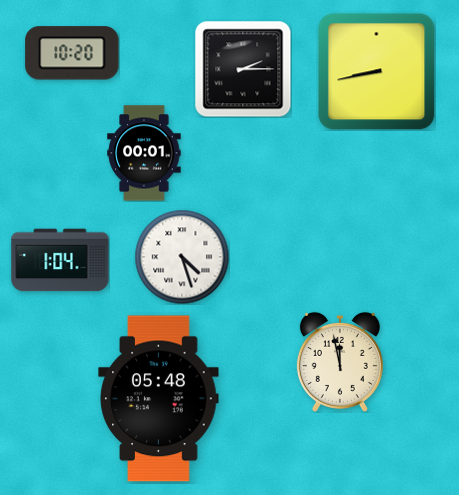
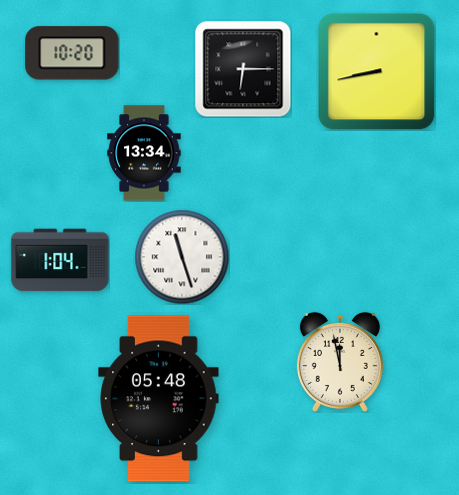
clock at (243, 69): 2:15 -> 6:15
clock at (144, 153): 00:01 -> 13:34
clock at (182, 257): 4:27 -> 11:27
